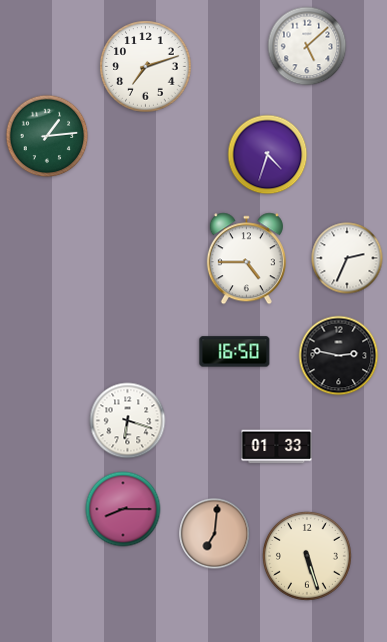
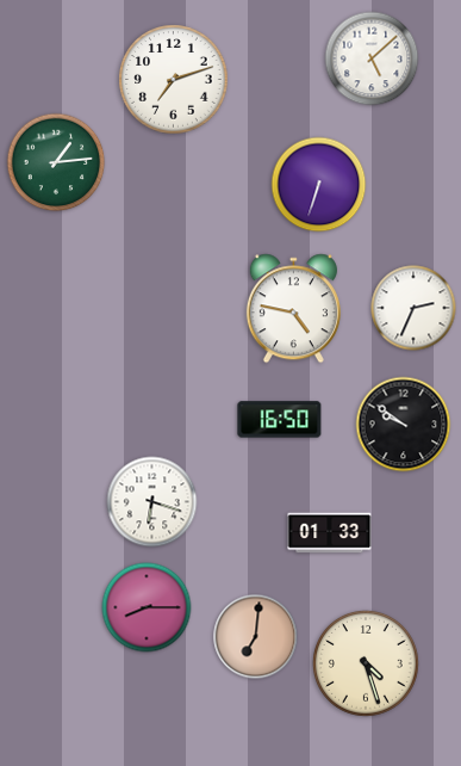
clock at (307, 46) position: (307, 46) -> (372, 58)
clock at (268, 155): 4:33 -> 6:33
clock at (246, 259): 4:45 -> 4:47
clock at (339, 356): 2:47 -> 9:51
clock at (307, 556): 5:27 -> 4:27
